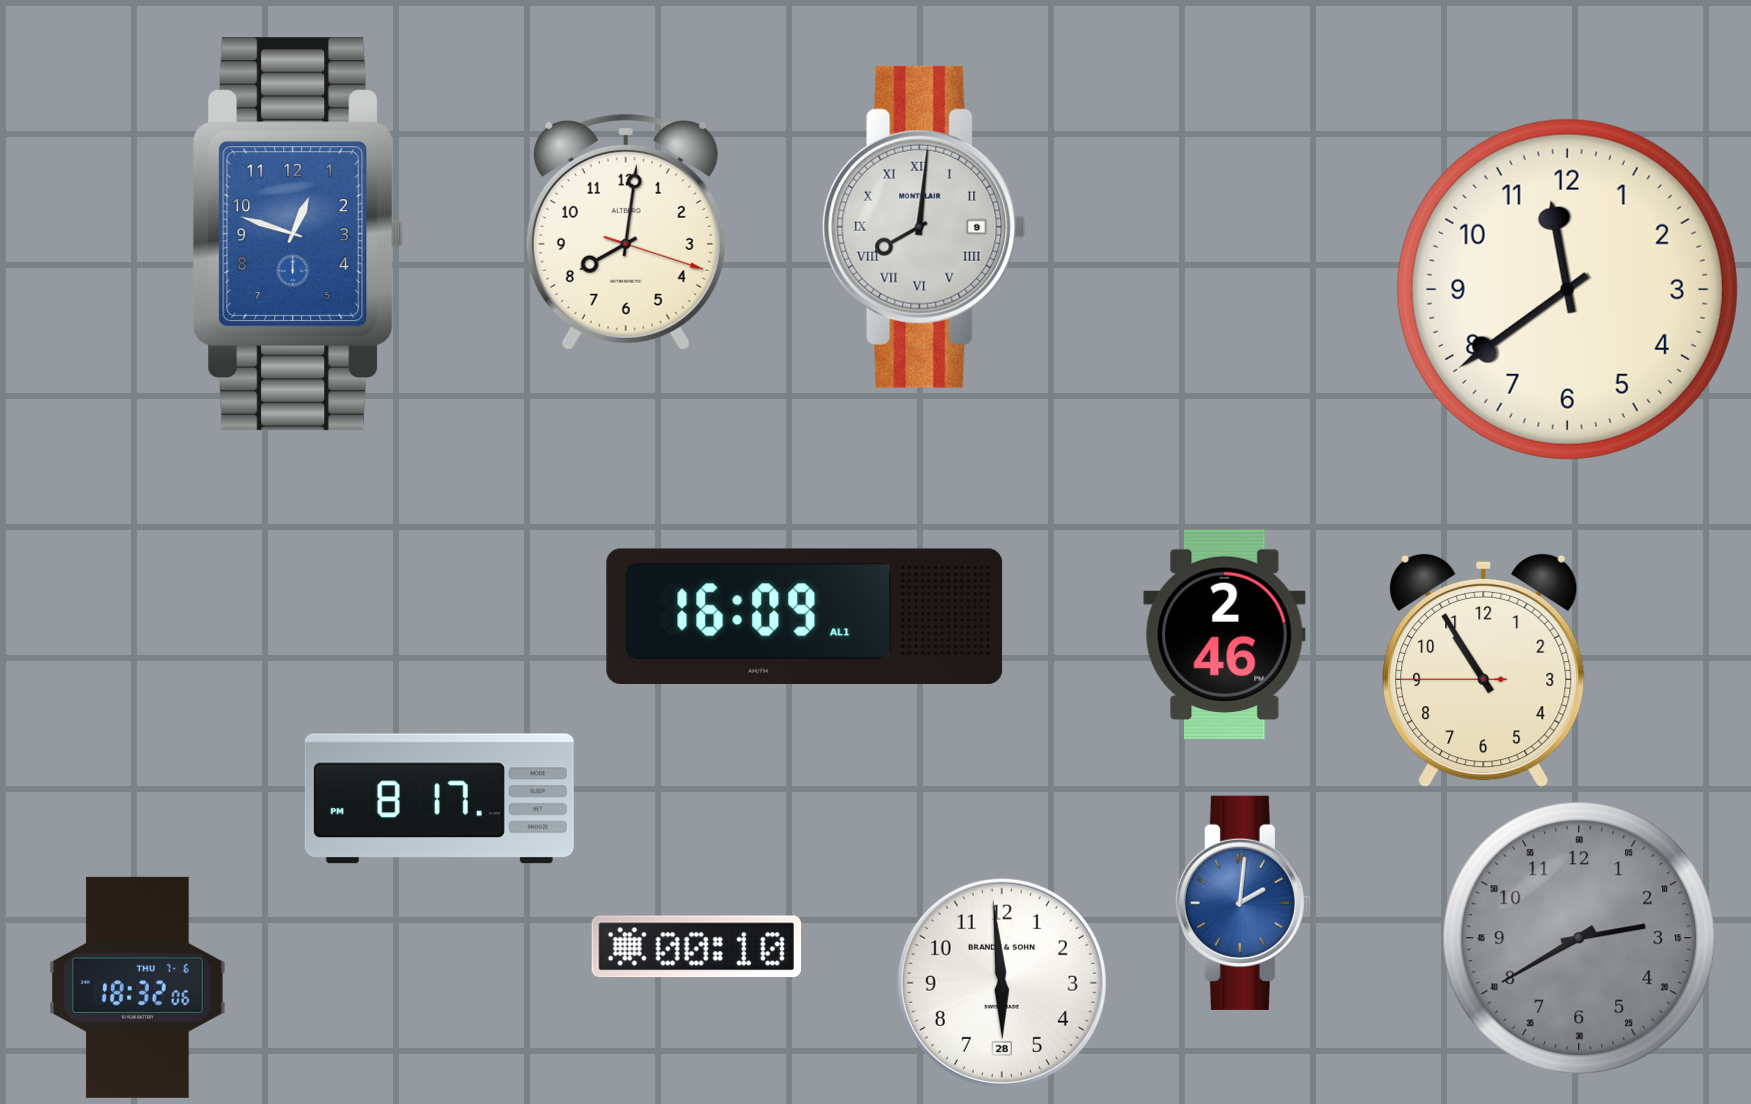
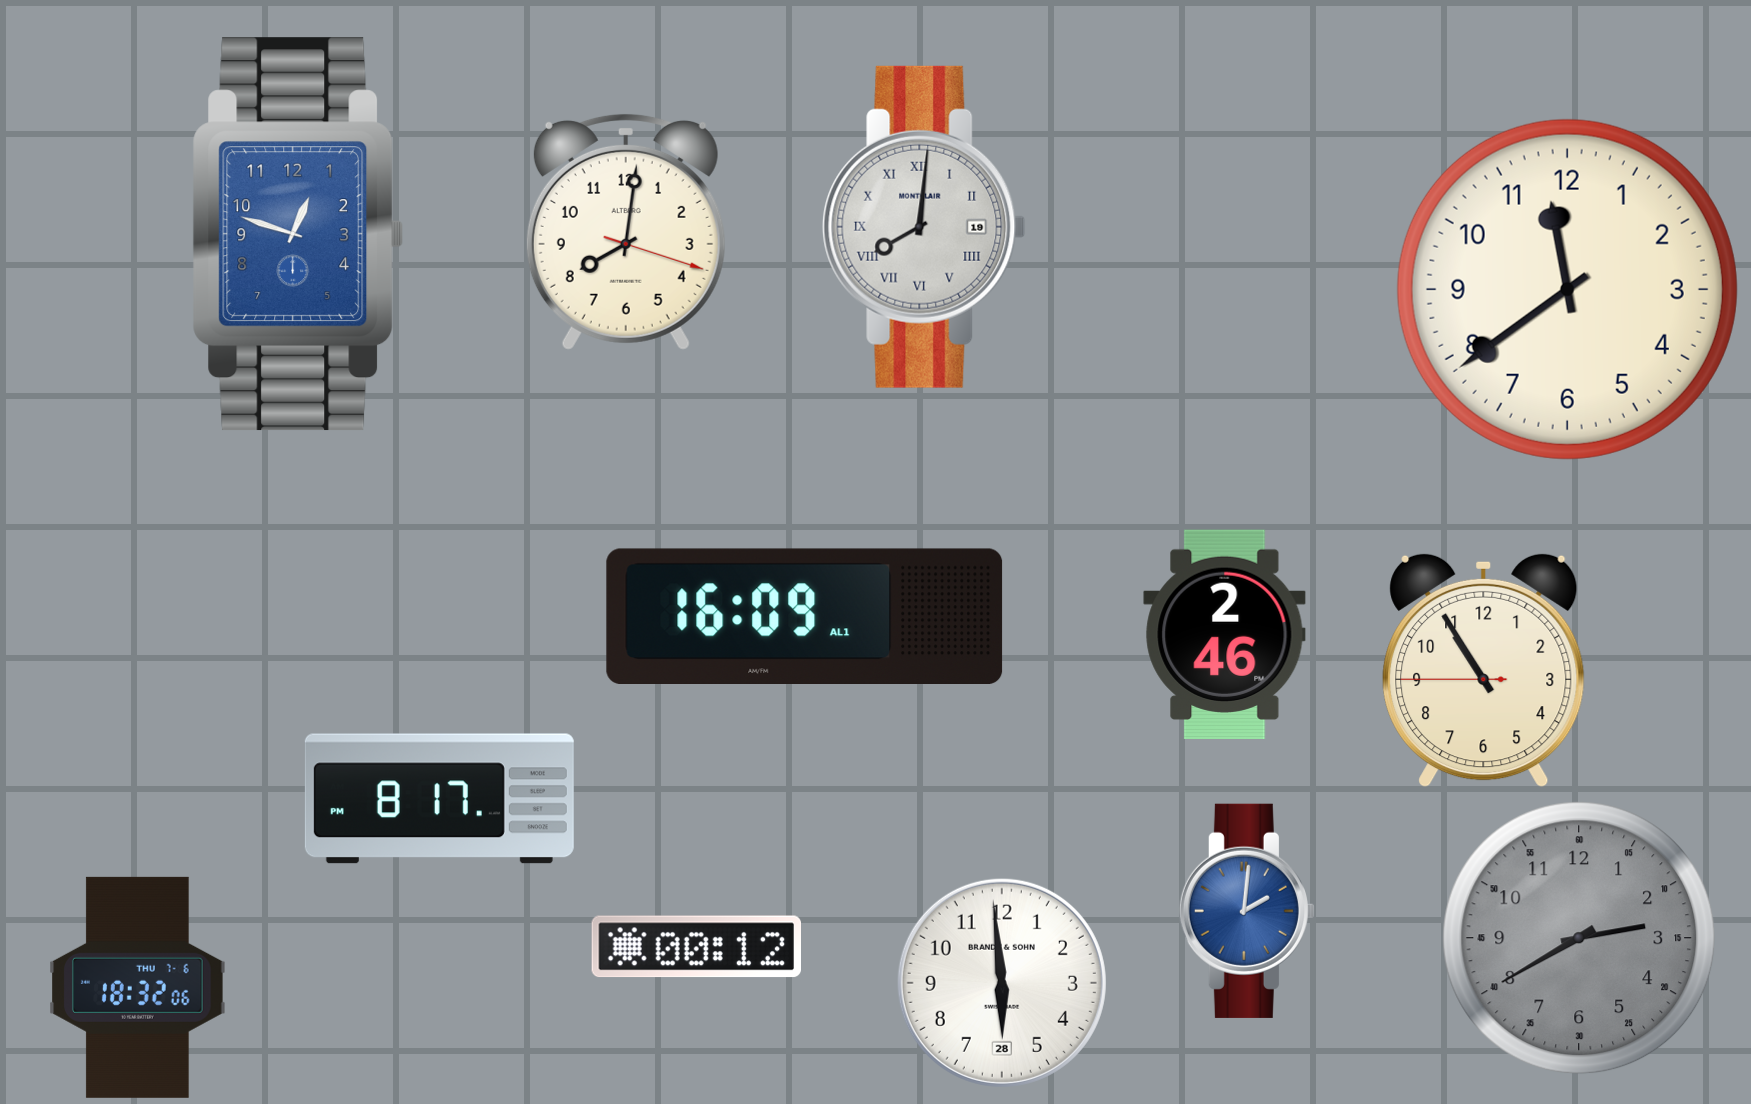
clock at (924, 227) date: 9 -> 19
clock at (1243, 903) position: (1243, 903) -> (1247, 911)
clock at (696, 947): 00:10 -> 00:12
